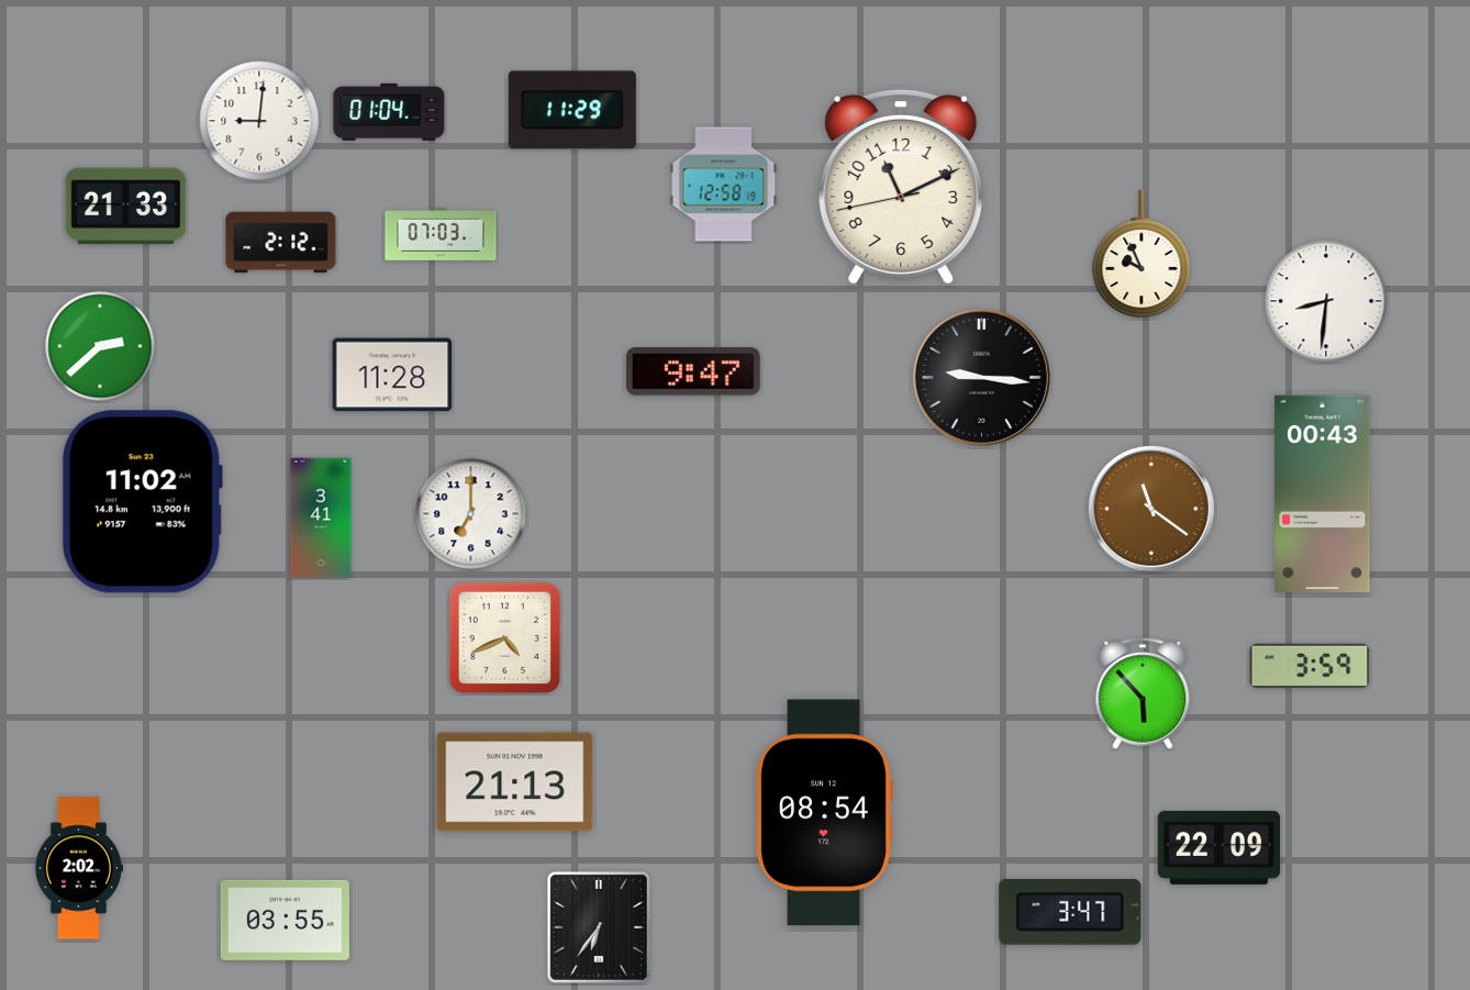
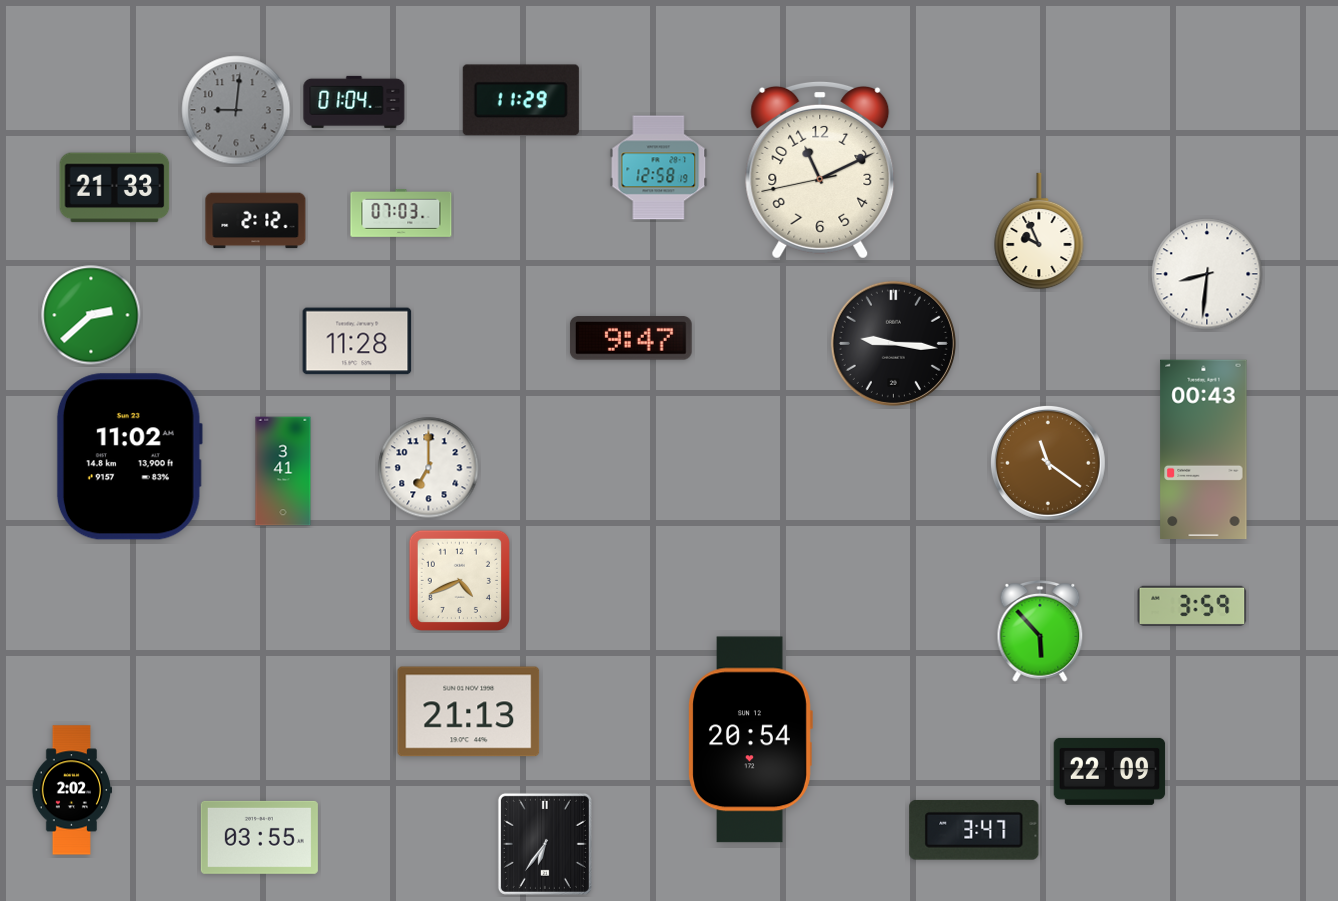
clock at (259, 121) dial: white -> grey
clock at (321, 518) position: (321, 518) -> (283, 471)
clock at (824, 813): 08:54 -> 20:54
